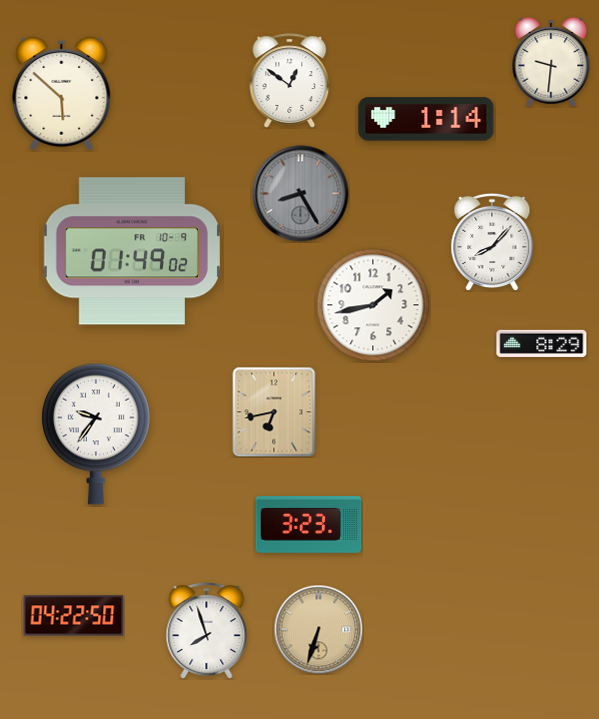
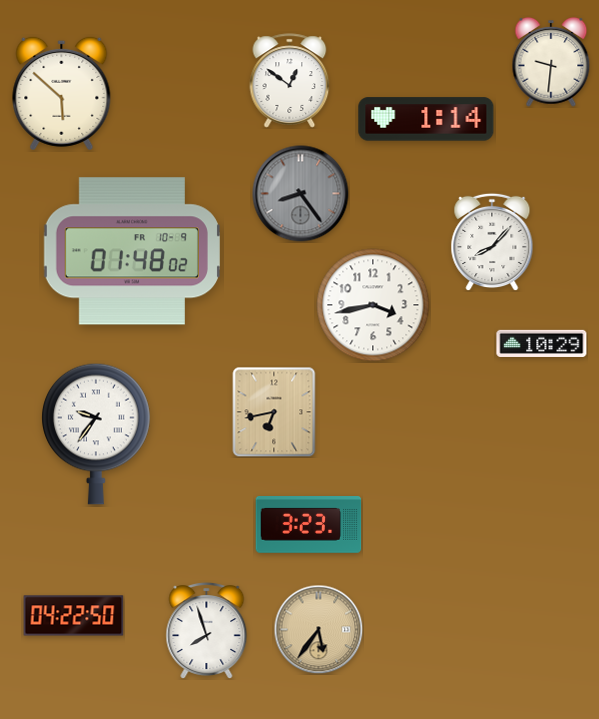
clock at (301, 194): 8:25 -> 8:24
clock at (132, 251): 01:49 -> 01:48
clock at (373, 305): 1:43 -> 3:43
clock at (542, 343): 8:29 -> 10:29
clock at (318, 629): 6:33 -> 5:36
